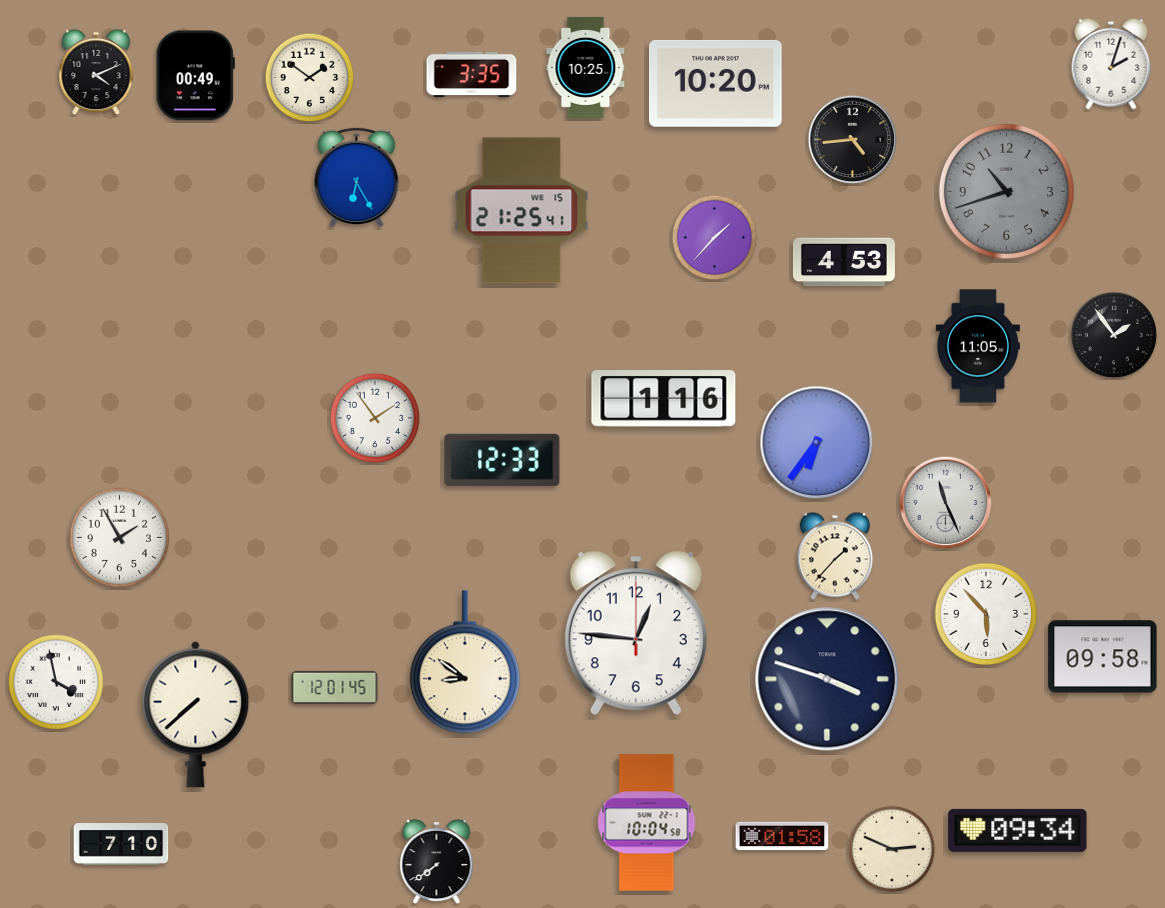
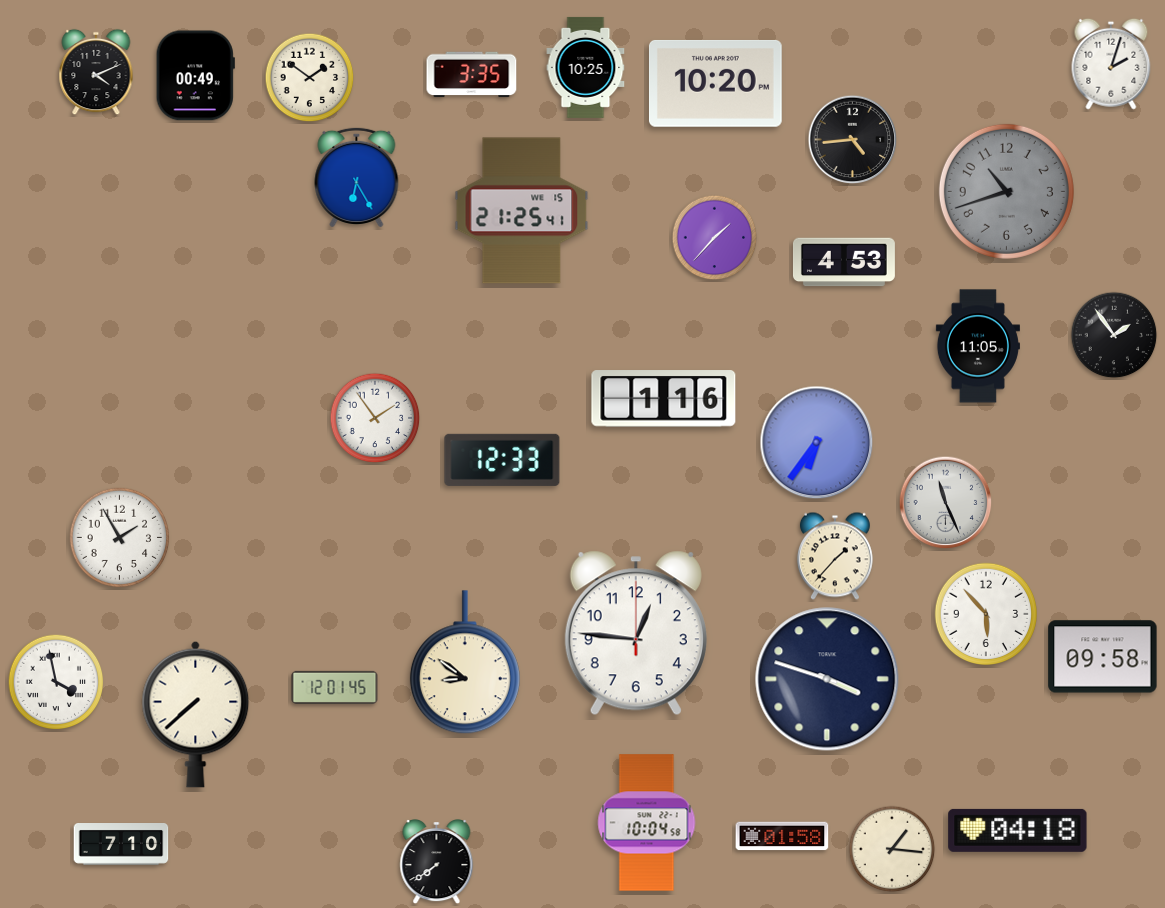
clock at (1018, 830): 09:34 -> 04:18
clock at (892, 849): 2:49 -> 1:16
